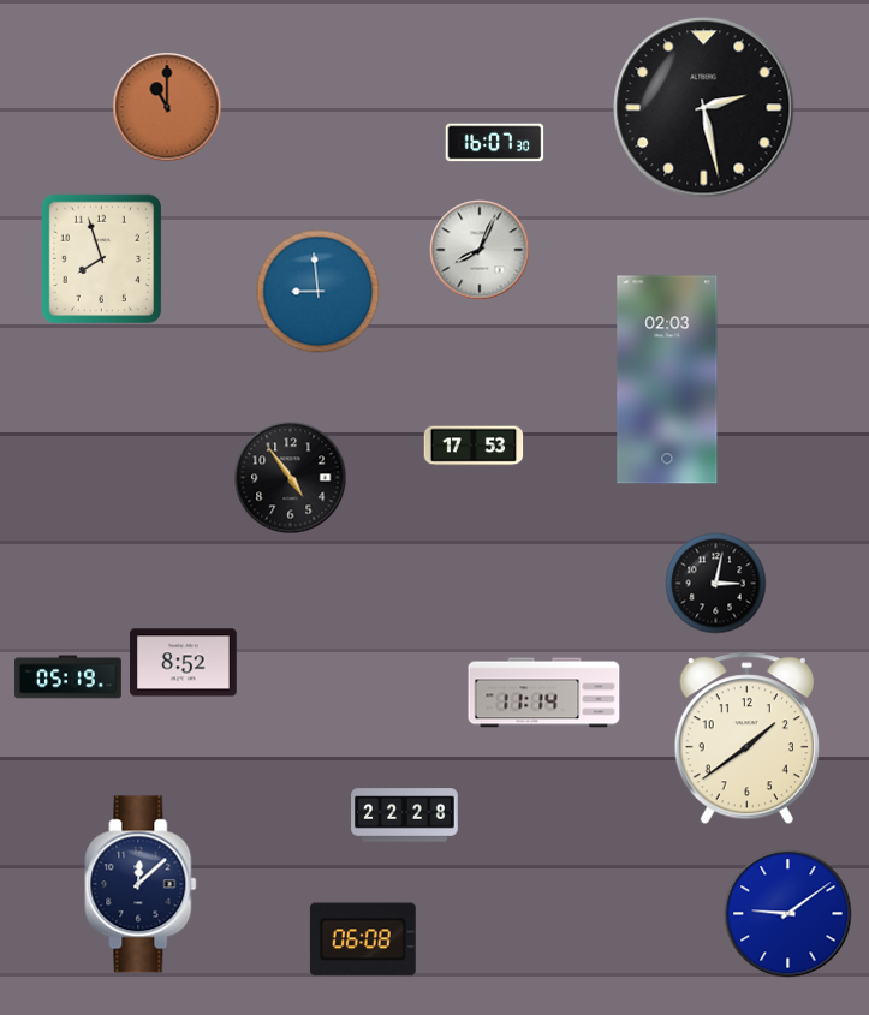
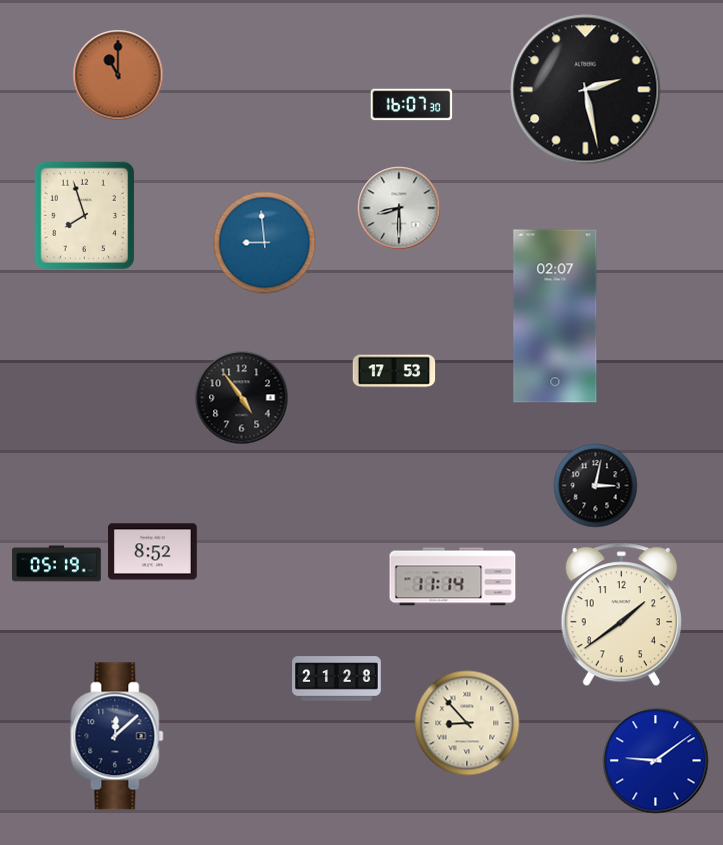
clock at (167, 107) position: (167, 107) -> (118, 75)
clock at (495, 143) position: (495, 143) -> (412, 105)
clock at (480, 250): 8:04 -> 8:30
clock at (667, 380): 02:03 -> 02:07
clock at (405, 816): 22:28 -> 21:28
clock at (467, 723): none -> 8:53
clock at (363, 939): 06:08 -> none
